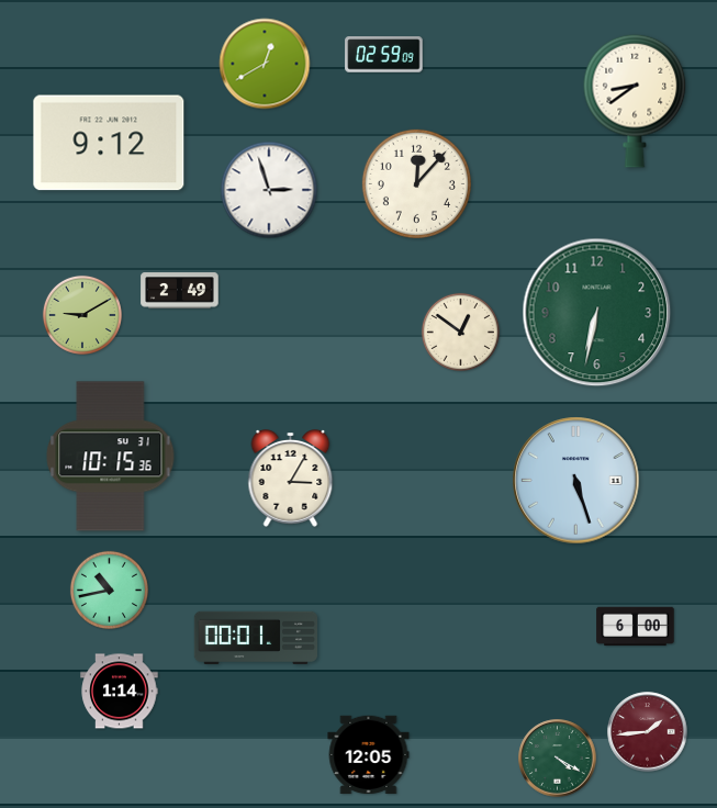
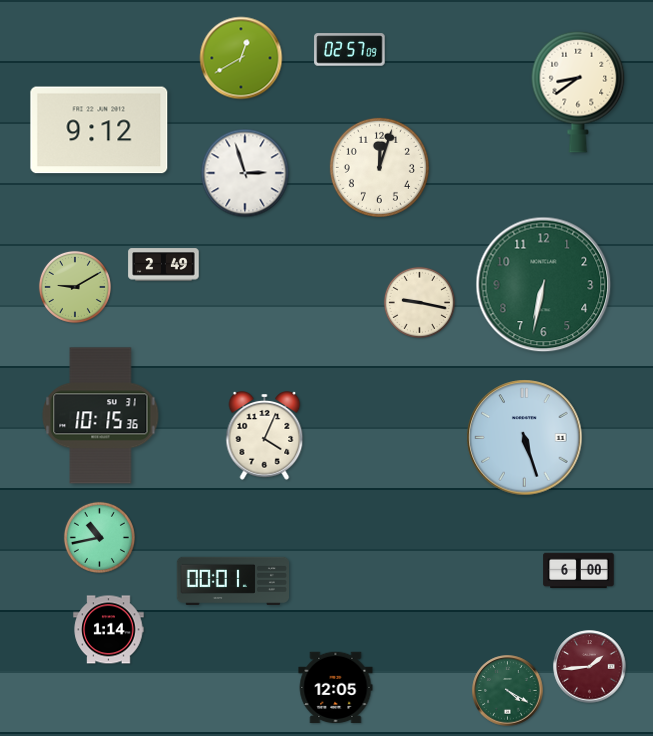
clock at (384, 55): 02:59 -> 02:57
clock at (416, 183): 12:07 -> 12:03
clock at (460, 332): 12:51 -> 9:17
clock at (291, 479): 3:05 -> 4:04
